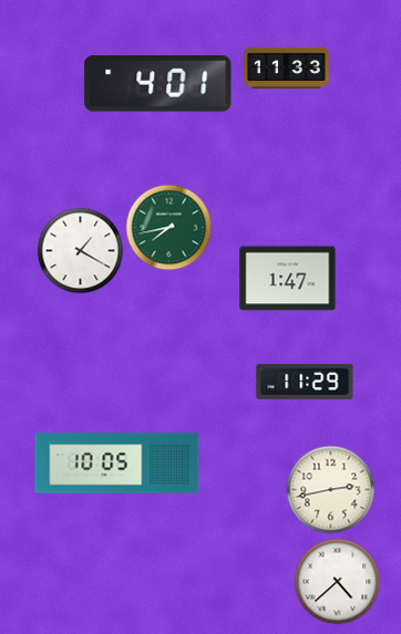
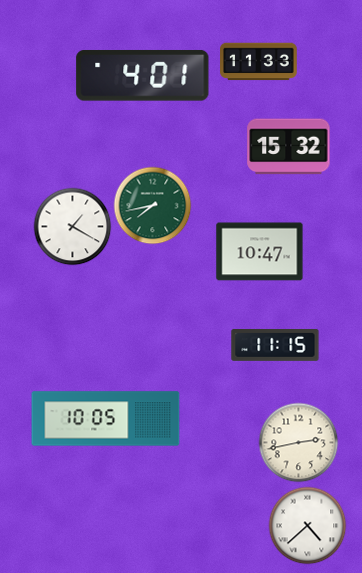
clock at (289, 147): none -> 15:32
clock at (288, 279): 1:47 -> 10:47
clock at (305, 383): 11:29 -> 11:15
clock at (337, 581) position: (337, 581) -> (307, 525)
